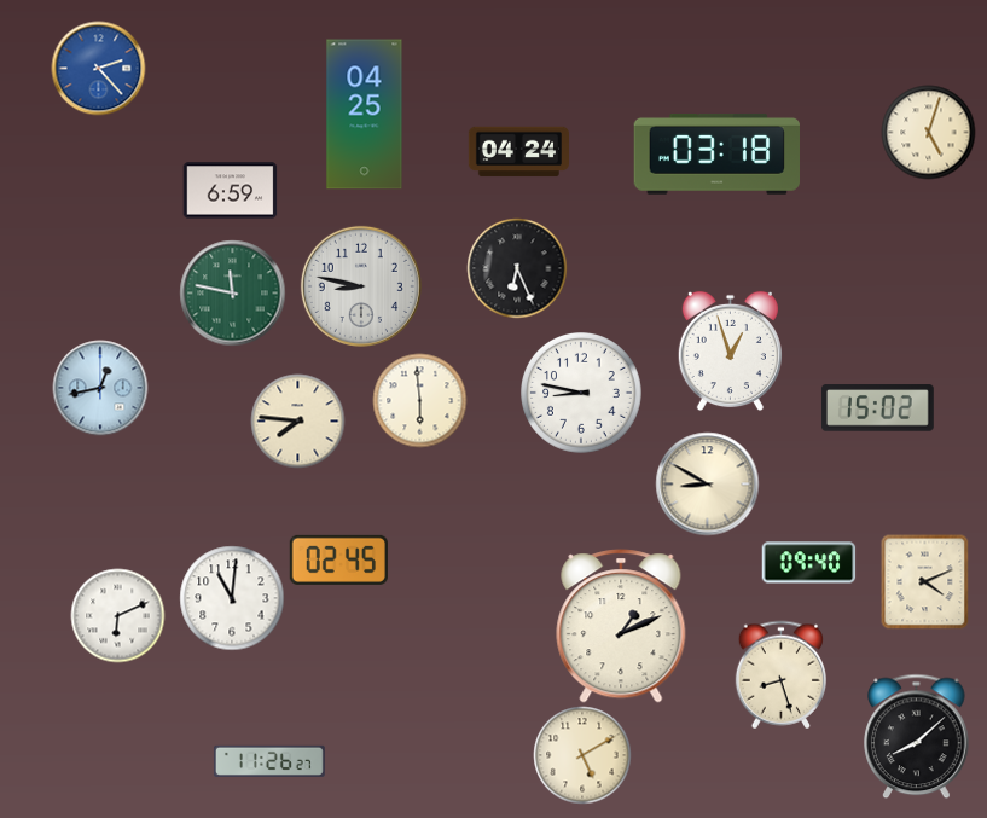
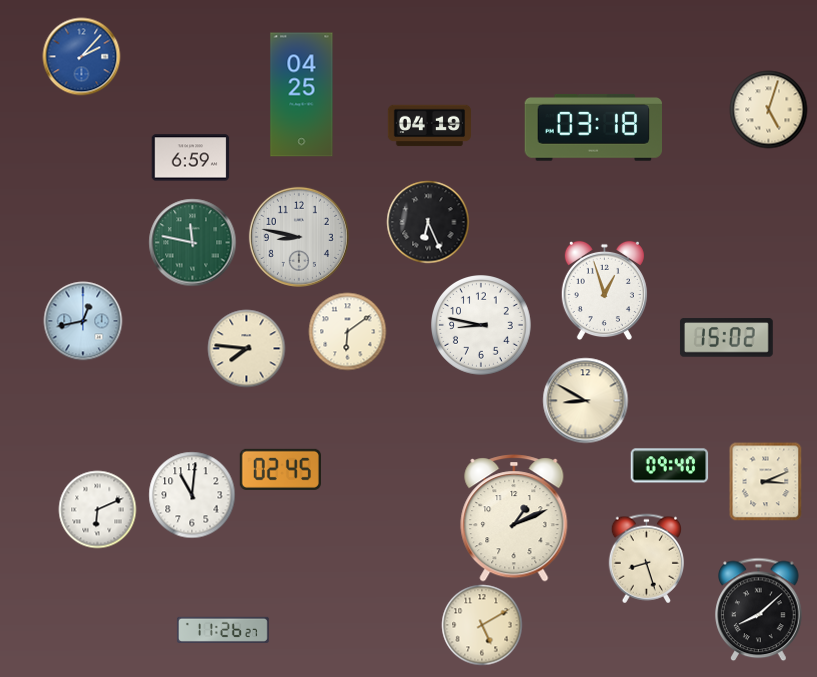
clock at (98, 68): 2:23 -> 2:07
clock at (518, 152): 04:24 -> 04:19
clock at (419, 400): 5:59 -> 6:09
clock at (338, 559) position: (338, 559) -> (280, 469)
clock at (925, 581): 4:11 -> 3:11
